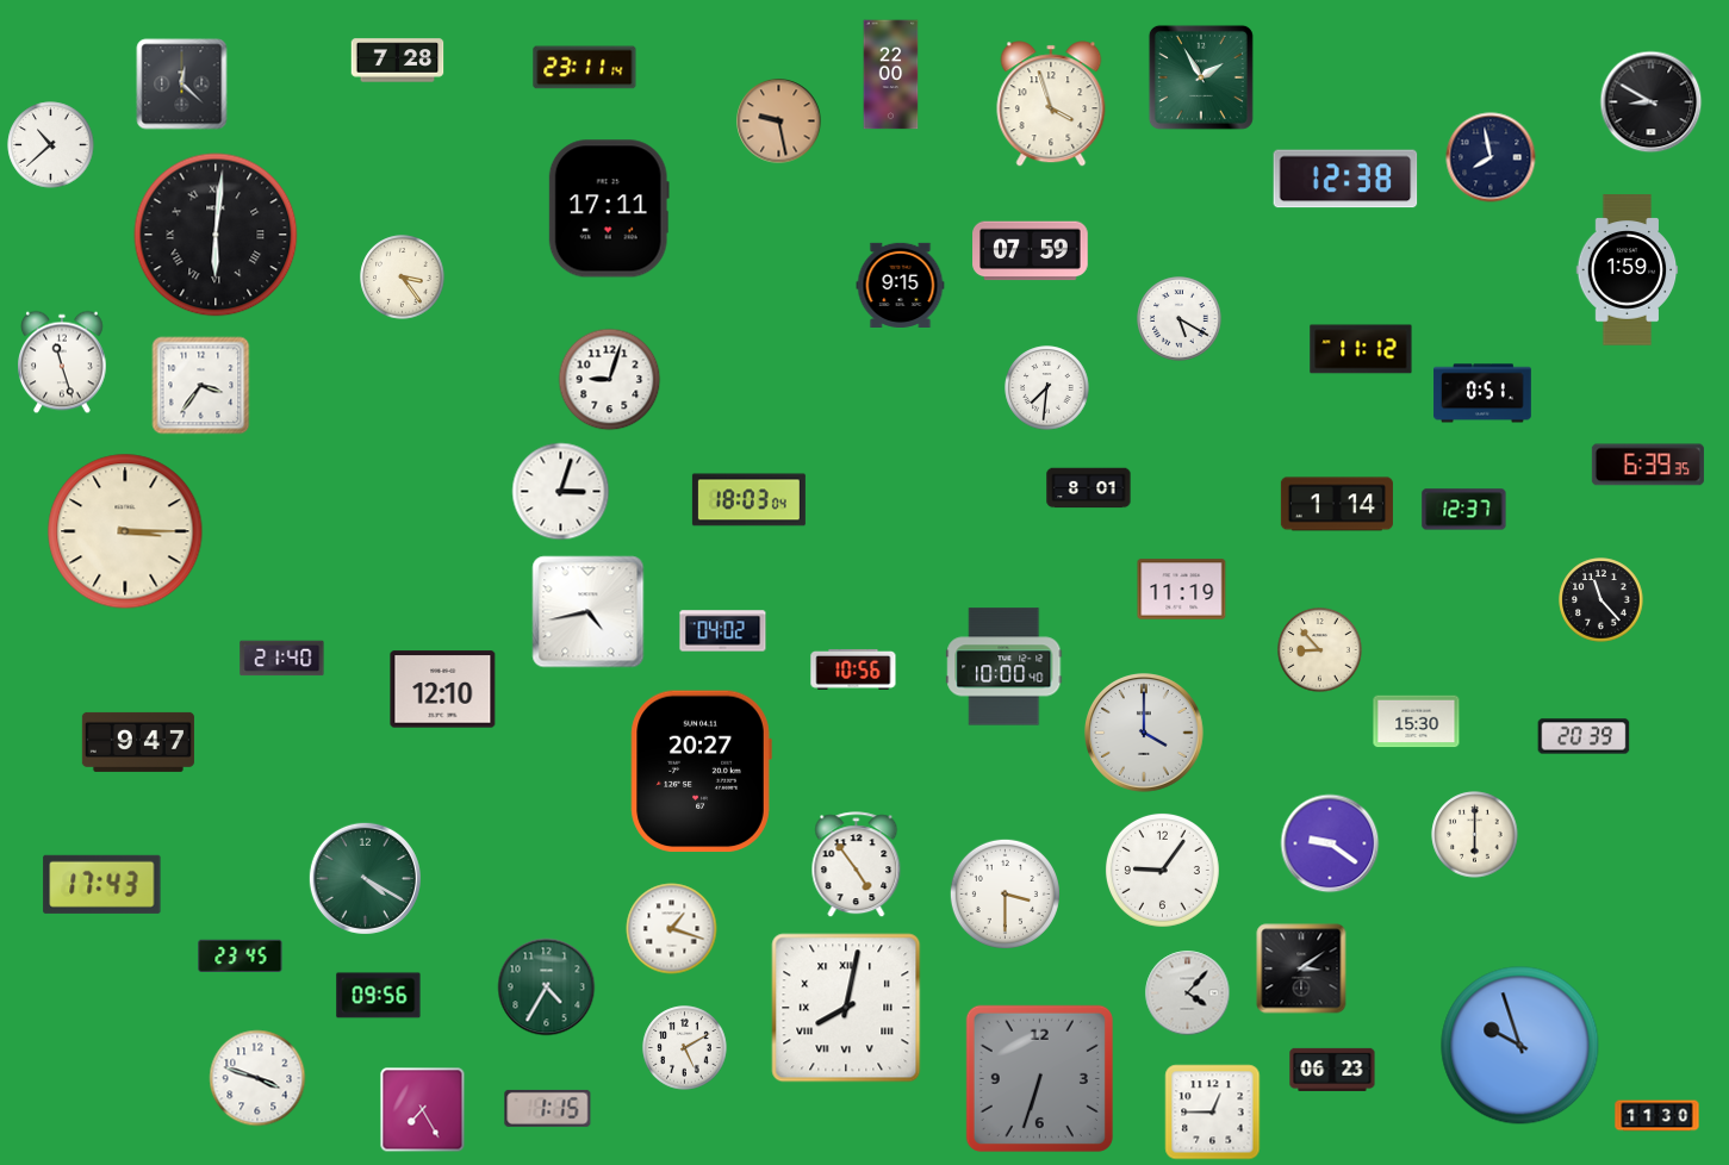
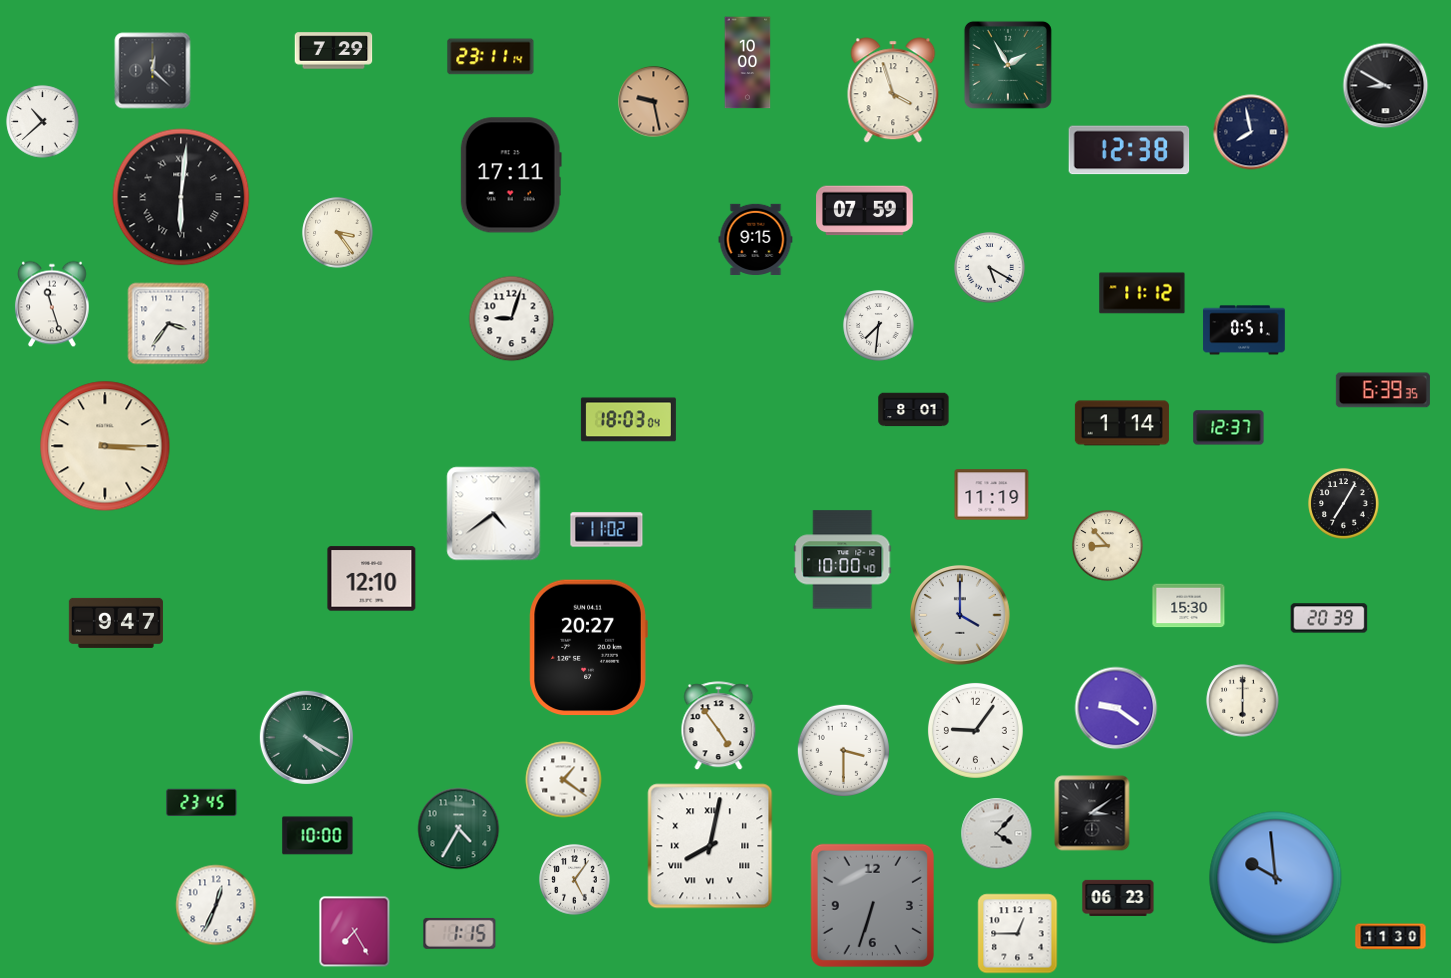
clock at (398, 61): 7:28 -> 7:29
clock at (891, 75): 22:00 -> 10:00
clock at (1051, 104) position: (1051, 104) -> (893, 90)
clock at (1628, 270): 1:59 -> none
clock at (561, 492): 3:03 -> none
clock at (1601, 600): 11:23 -> 7:05
clock at (589, 612): 4:43 -> 4:39
clock at (723, 631): 04:02 -> 11:02
clock at (282, 659): 21:40 -> none
clock at (853, 669): 10:56 -> none
clock at (1475, 835) position: (1475, 835) -> (1243, 701)
clock at (102, 884): 17:43 -> none
clock at (672, 929): 1:18 -> 1:21
clock at (379, 996): 09:56 -> 10:00
clock at (1520, 1046): 9:57 -> 9:59
clock at (685, 1048): 5:10 -> 5:06
clock at (257, 1078): 3:48 -> 12:34
clock at (548, 1108) position: (548, 1108) -> (460, 933)
